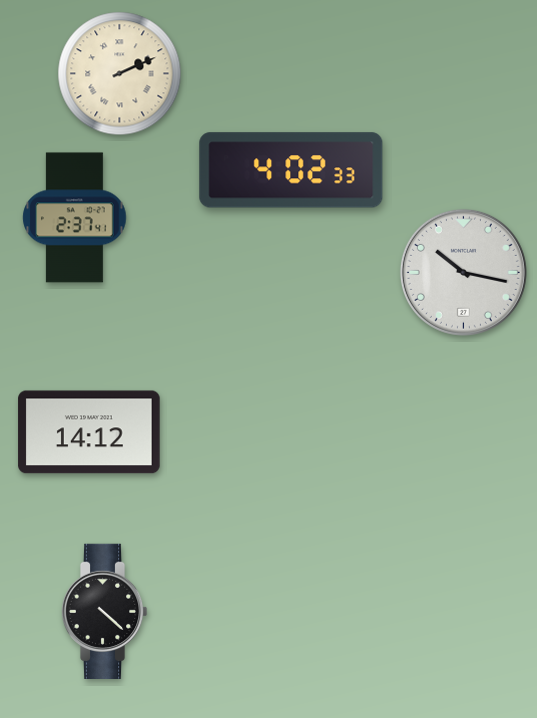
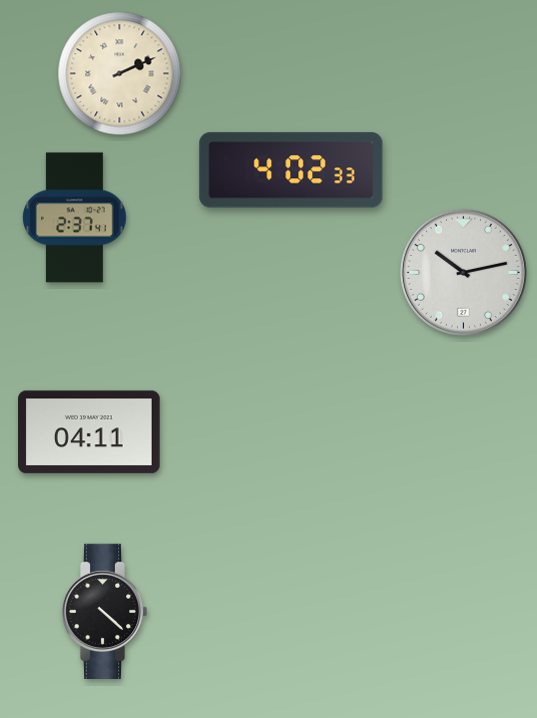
clock at (463, 272): 10:17 -> 10:13
clock at (89, 432): 14:12 -> 04:11
